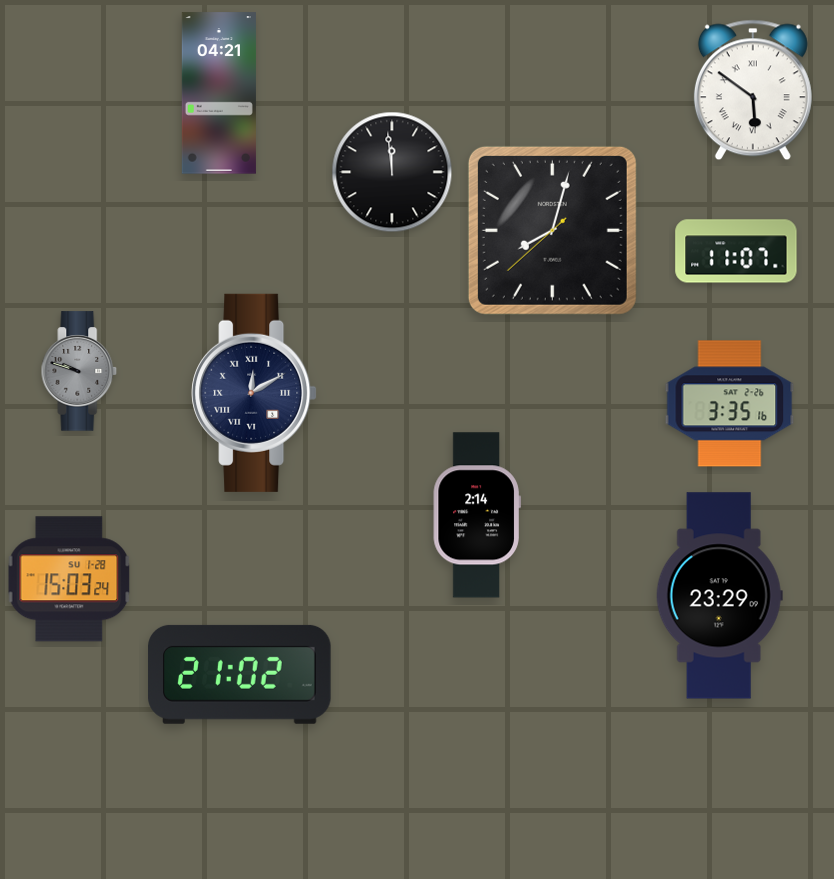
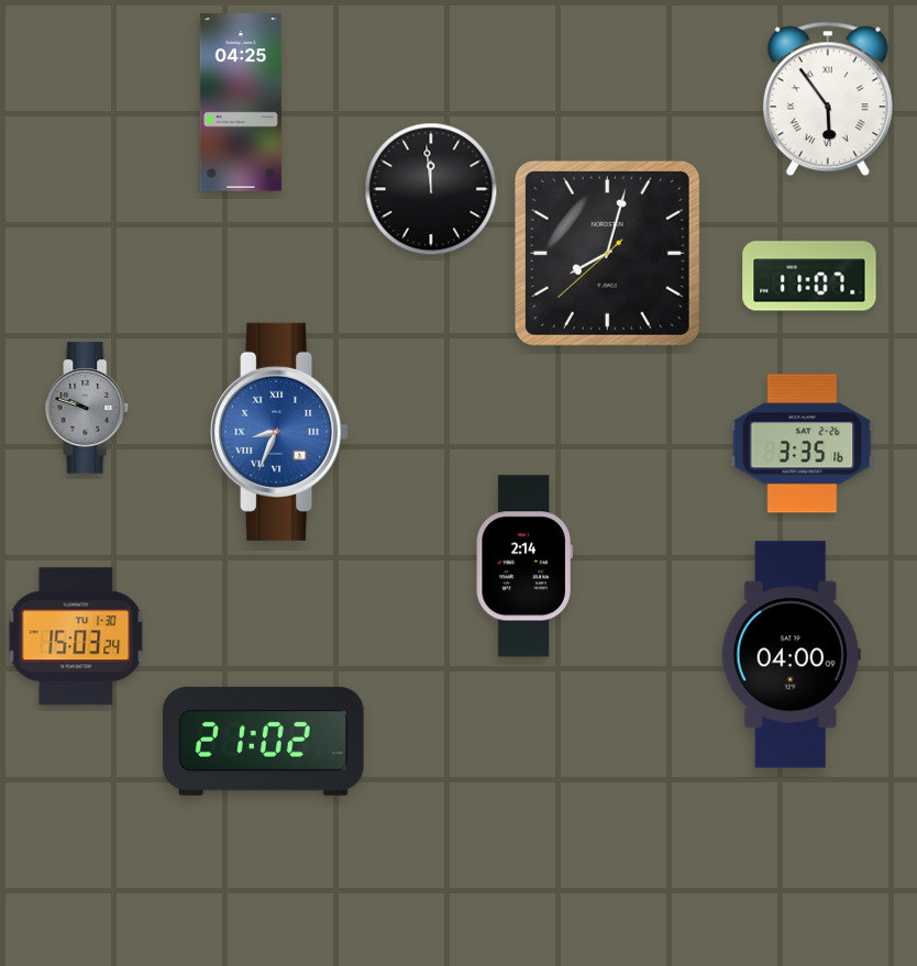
clock at (753, 90): 5:51 -> 5:54
clock at (219, 93): 04:21 -> 04:25
clock at (254, 393): 12:10 -> 8:34
clock at (254, 393) dial: navy -> blue
clock at (69, 579) date: SU 1-28 -> TU 1-30
clock at (719, 596): 23:29 -> 04:00
